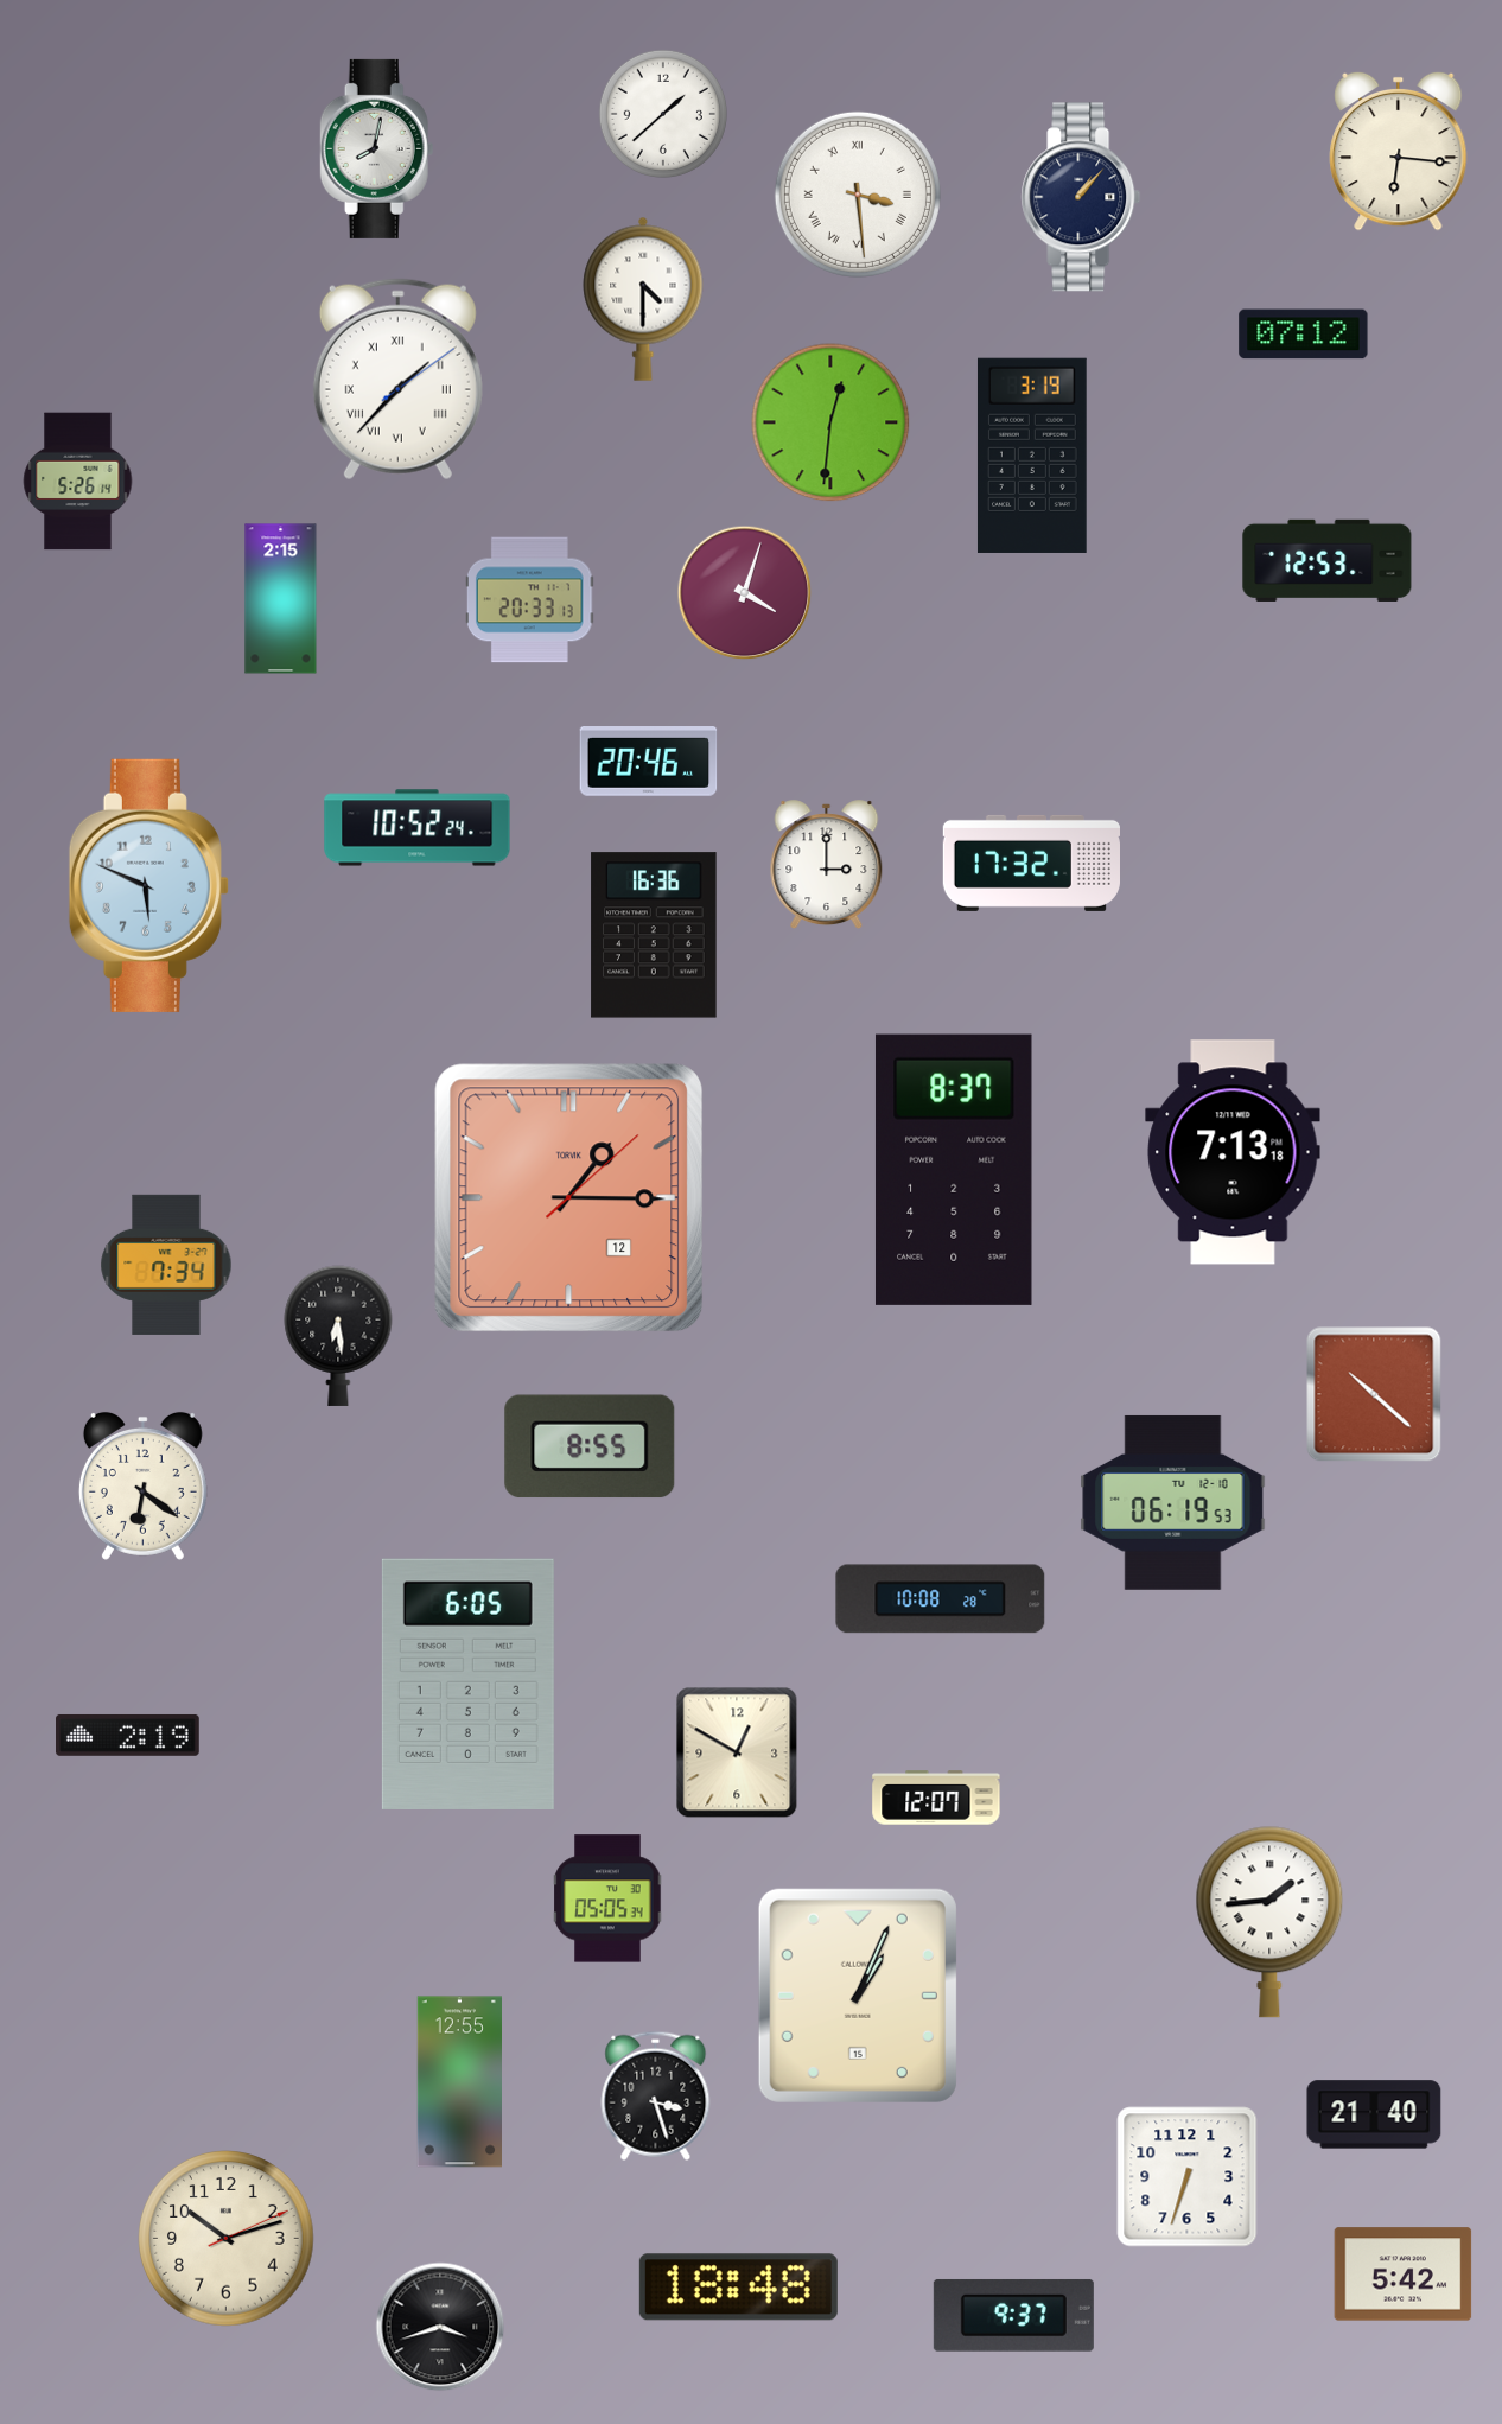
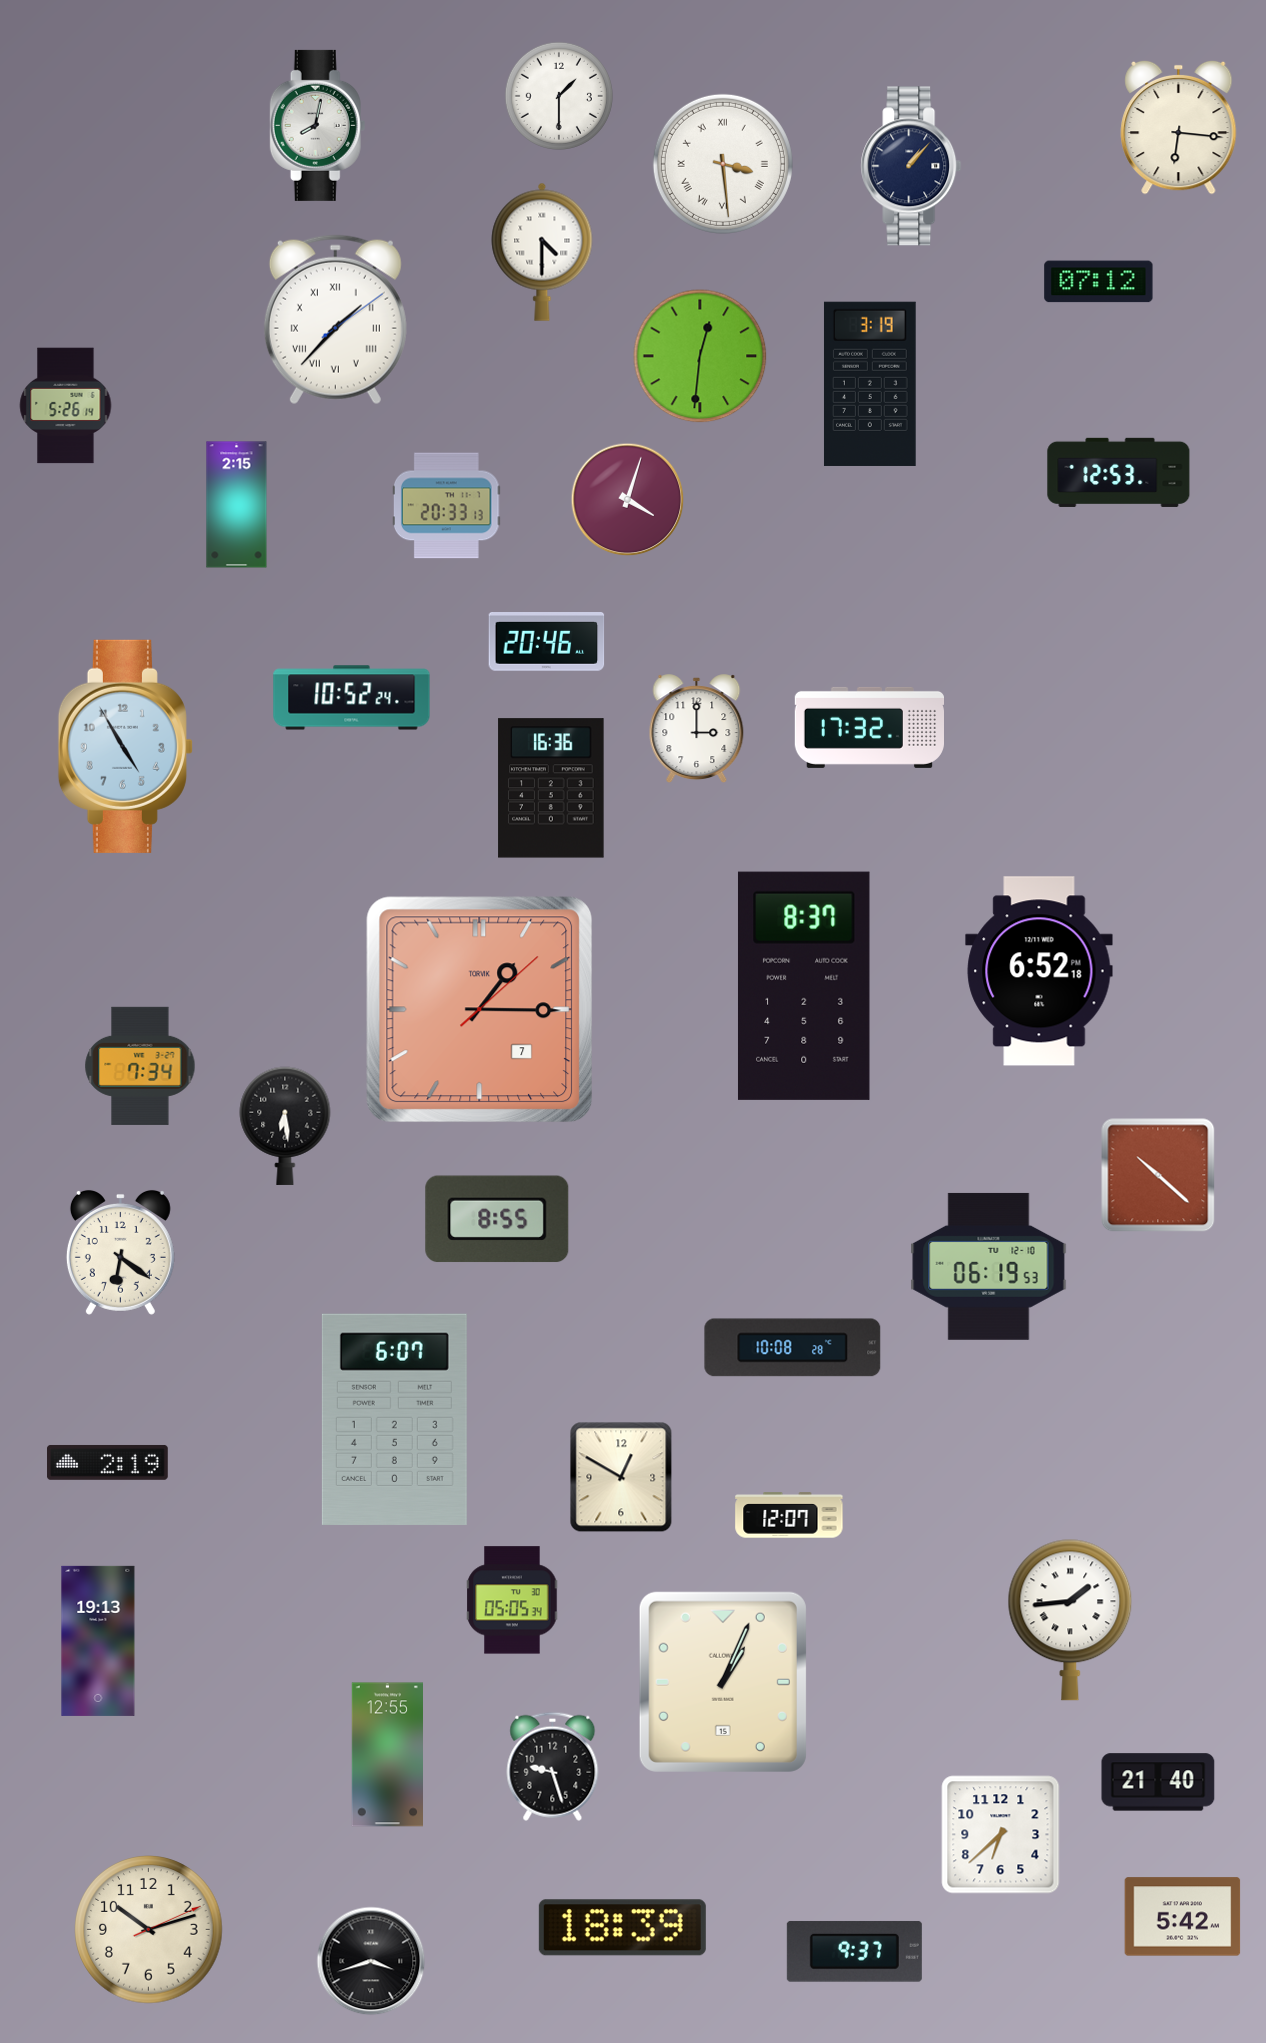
clock at (663, 114): 1:38 -> 1:30
clock at (148, 885): 5:49 -> 4:55
clock at (1233, 1152): 7:13 -> 6:52
clock at (569, 1198) date: 12 -> 7
clock at (467, 1684): 6:05 -> 6:07
clock at (98, 1641): none -> 19:13
clock at (656, 2095): 3:27 -> 9:27
clock at (1188, 2177): 6:33 -> 6:38
clock at (227, 2239) position: (227, 2239) -> (149, 1930)
clock at (738, 2288): 18:48 -> 18:39
